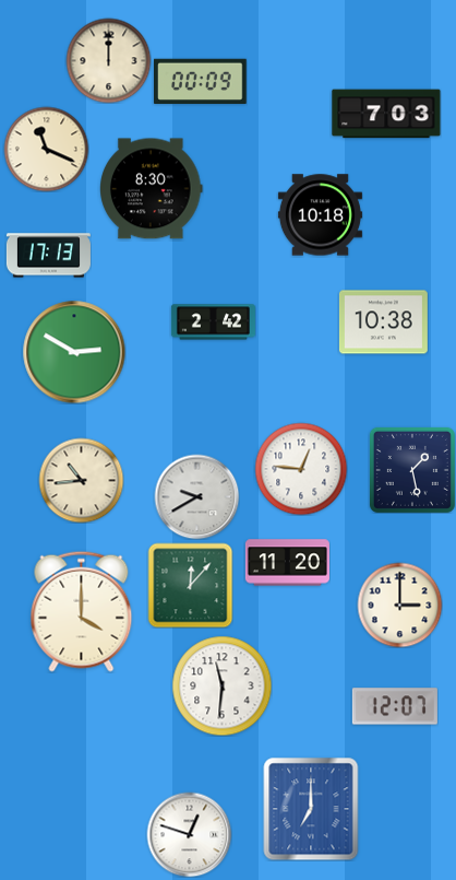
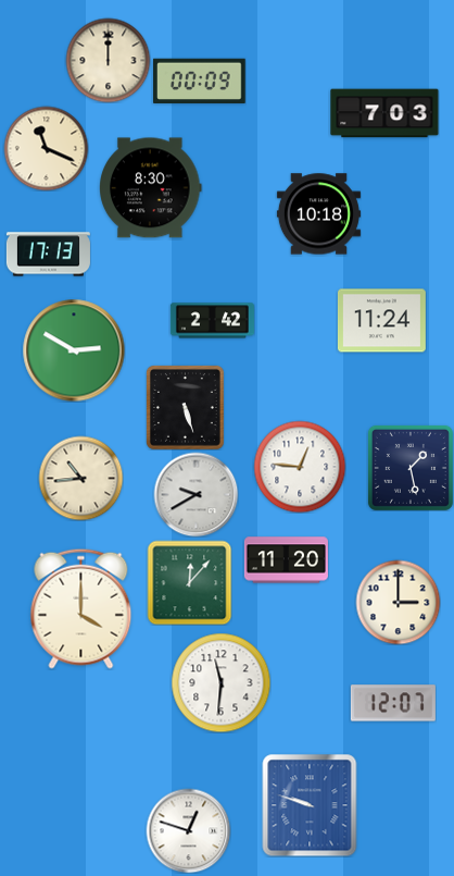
clock at (383, 322): 10:38 -> 11:24
clock at (185, 407): none -> 5:27
clock at (311, 809): 7:00 -> 9:48
